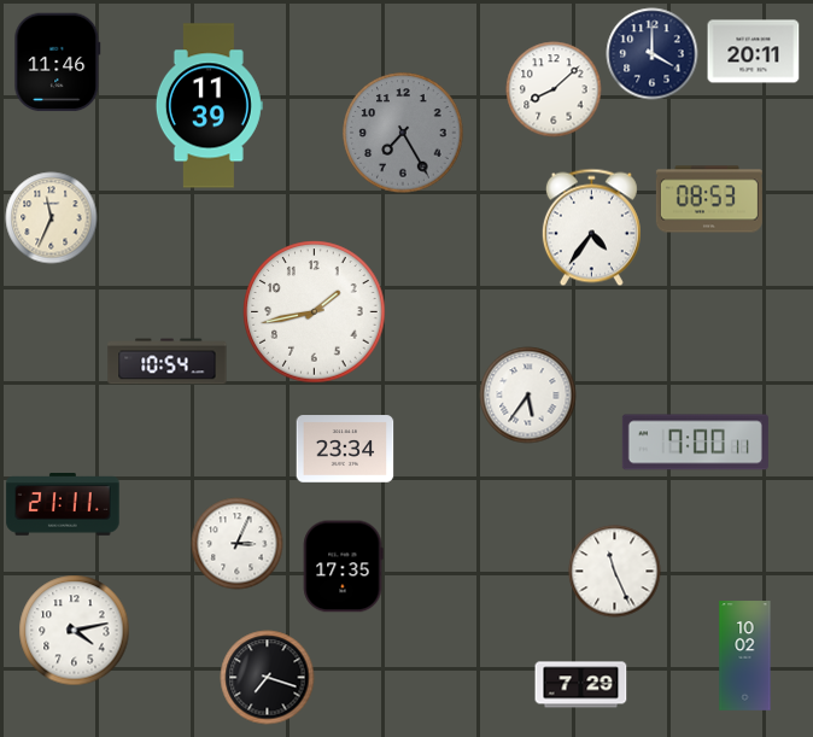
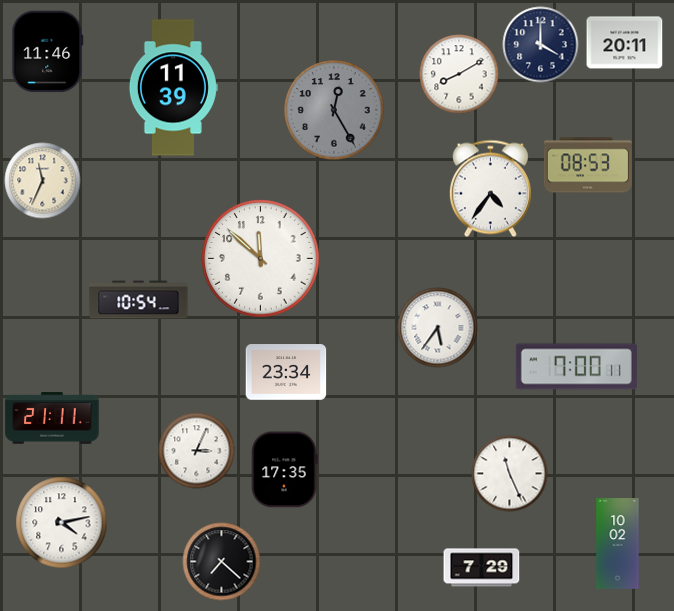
clock at (554, 89): 8:08 -> 8:10
clock at (403, 133): 7:25 -> 12:25
clock at (315, 312): 1:43 -> 11:52
clock at (268, 678): 7:18 -> 7:22
